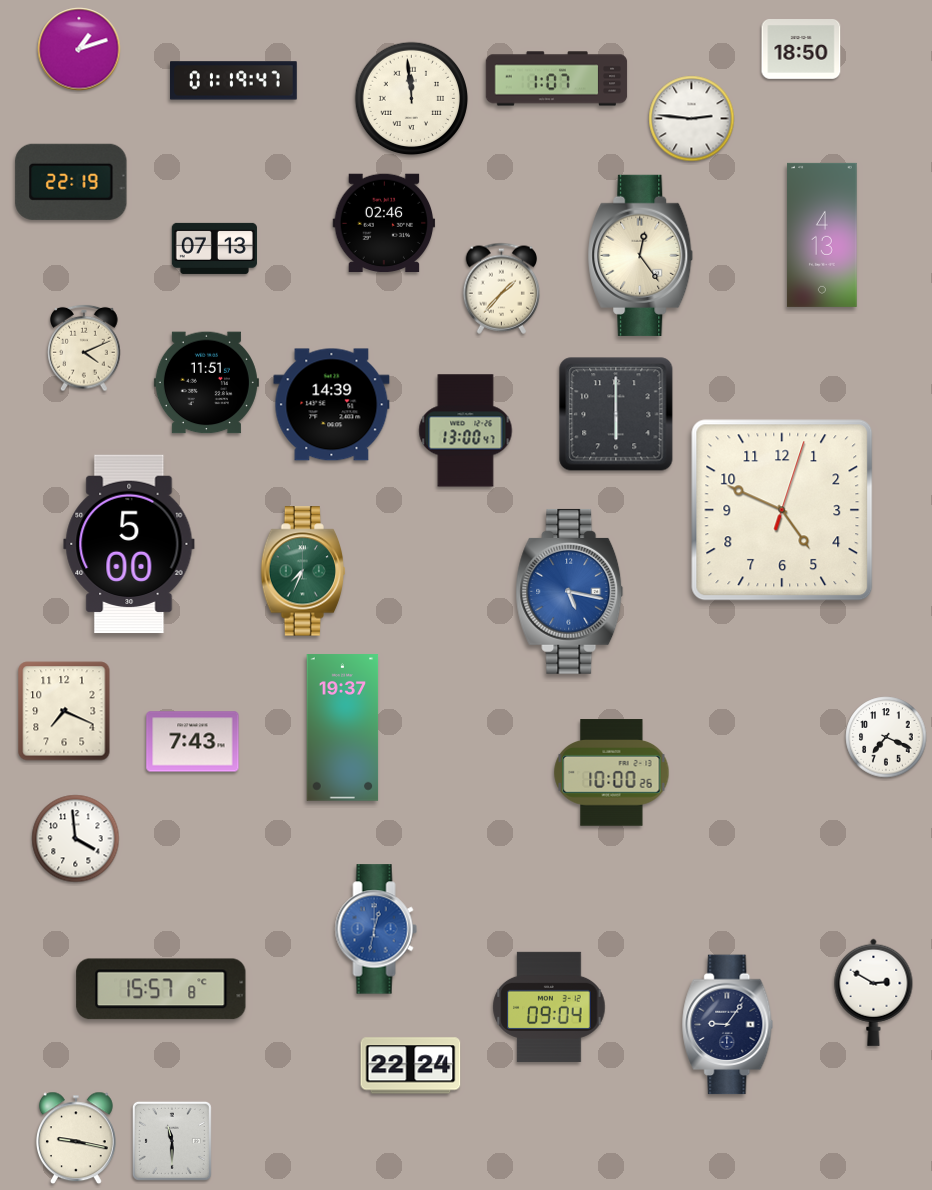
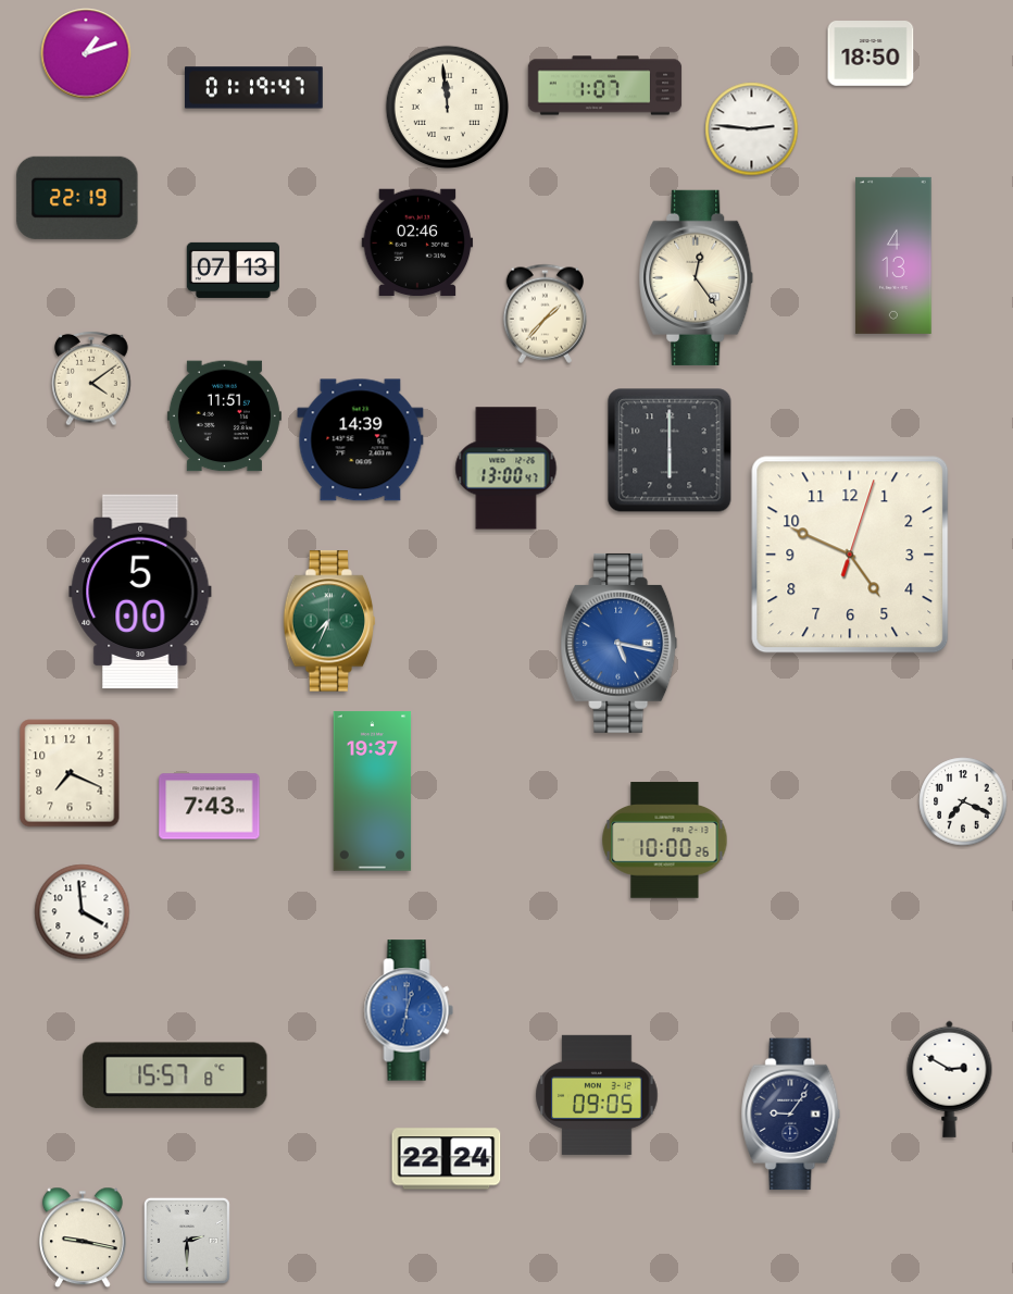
clock at (84, 348): 4:11 -> 4:09
clock at (549, 1007): 09:04 -> 09:05
clock at (172, 1141): 11:30 -> 2:30
